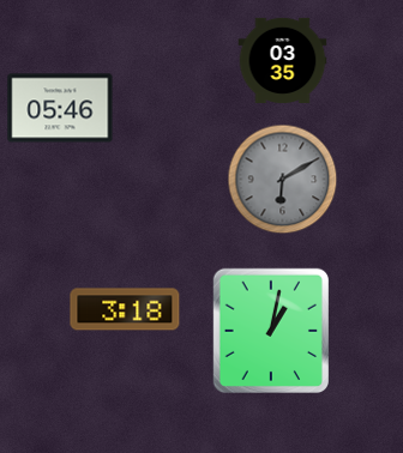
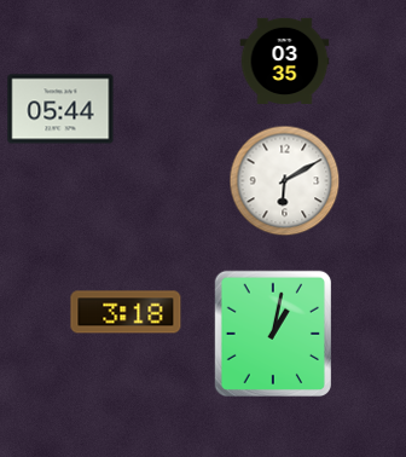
clock at (60, 108): 05:46 -> 05:44
clock at (283, 180) dial: grey -> white
